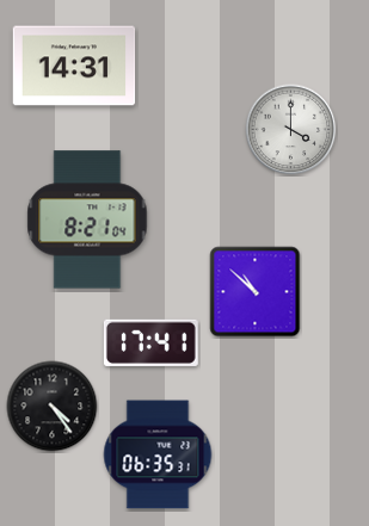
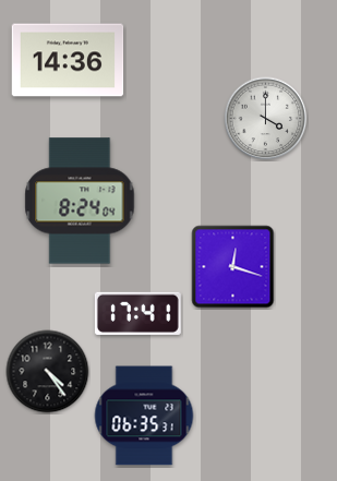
clock at (74, 66): 14:31 -> 14:36
clock at (87, 219): 8:21 -> 8:24
clock at (256, 292): 10:52 -> 12:18
